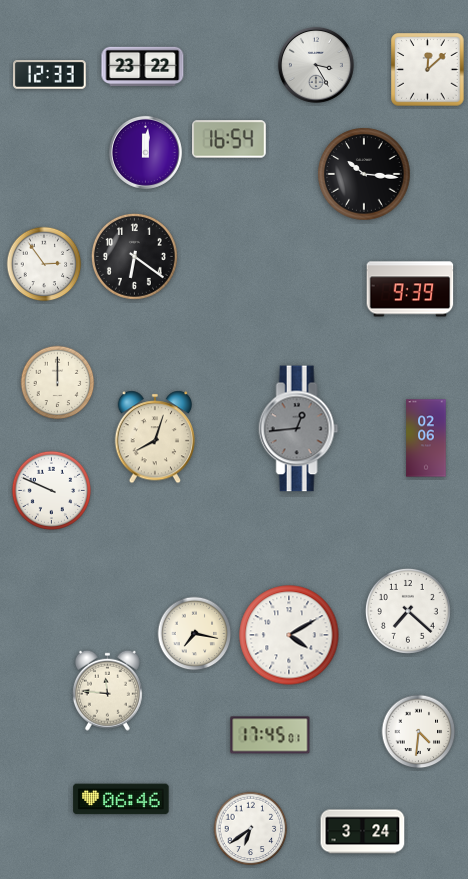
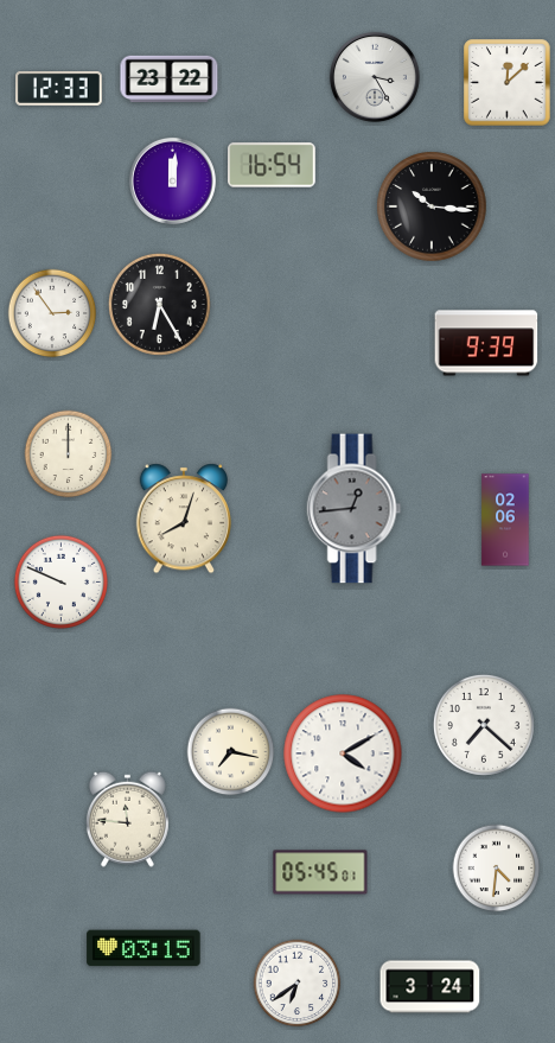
clock at (134, 256): 6:21 -> 6:25
clock at (270, 735): 17:45 -> 05:45
clock at (121, 799): 06:46 -> 03:15
